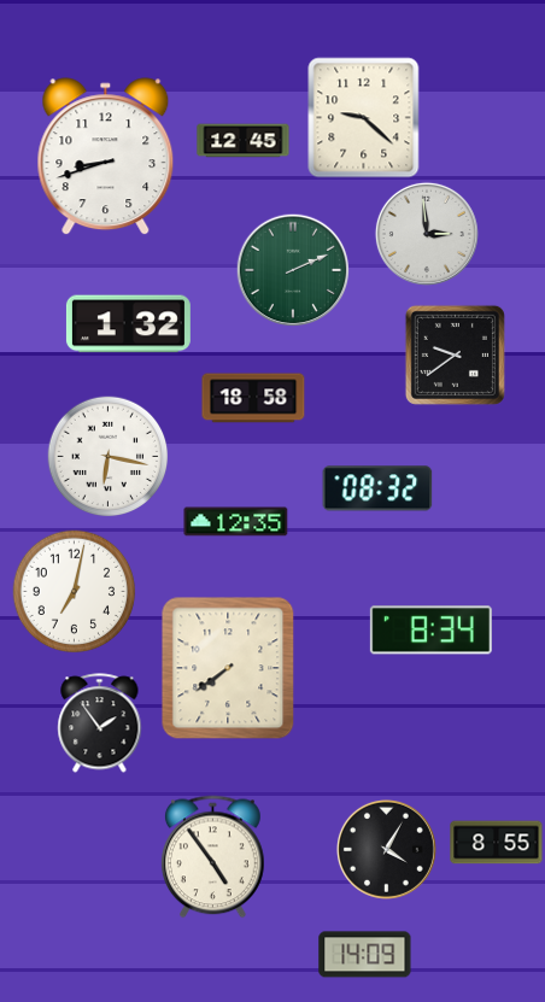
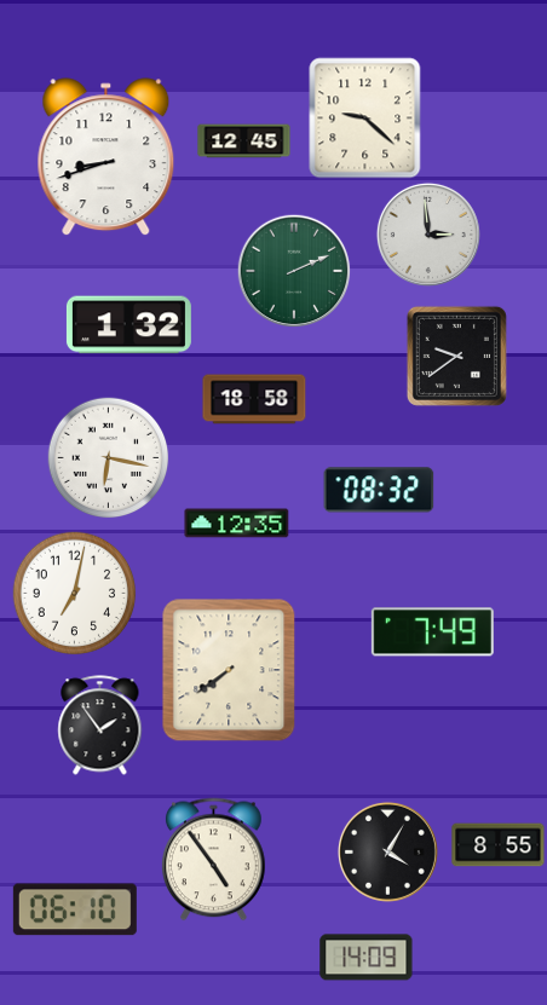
clock at (430, 631): 8:34 -> 7:49
clock at (75, 909): none -> 06:10
